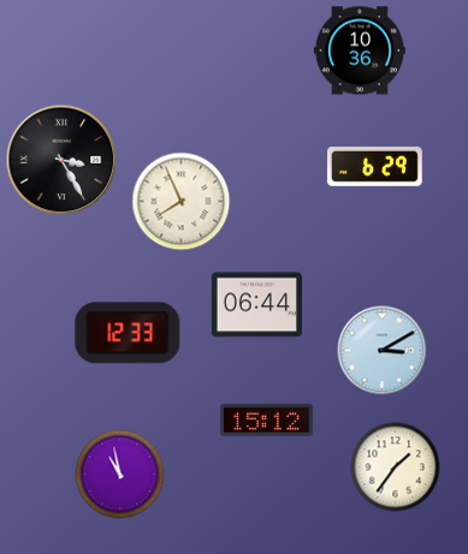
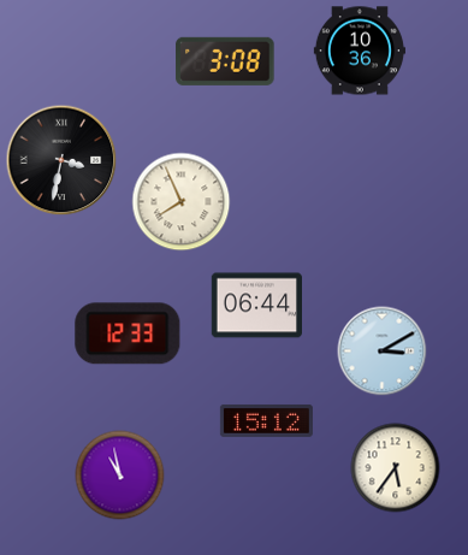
clock at (225, 61): none -> 3:08
clock at (61, 160): 3:25 -> 3:32
clock at (374, 167): 6:29 -> none
clock at (396, 467): 1:36 -> 5:36
